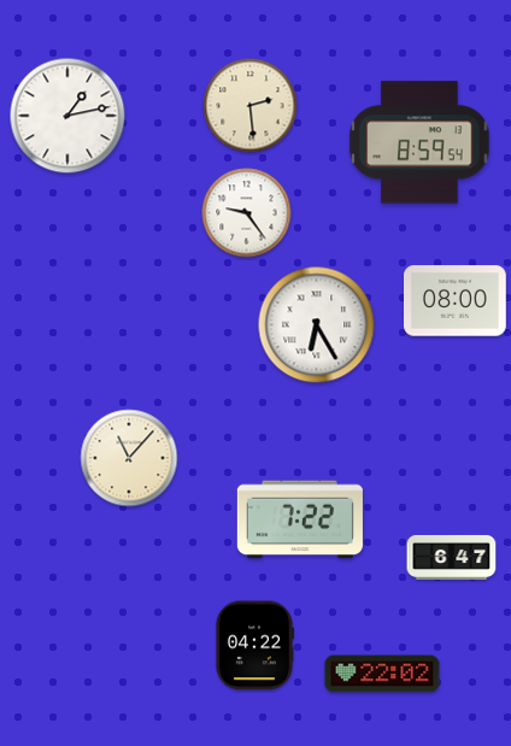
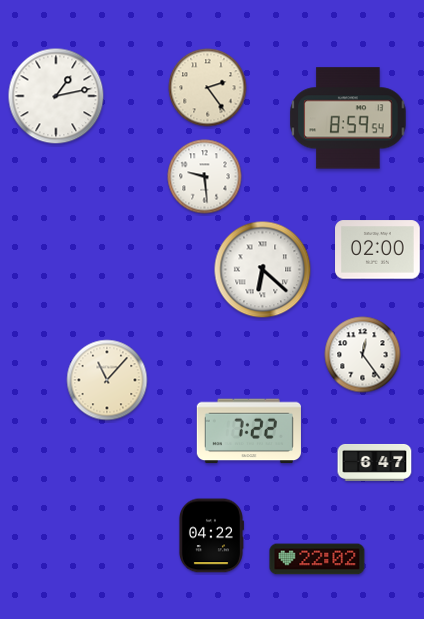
clock at (251, 106): 2:29 -> 2:24
clock at (247, 213): 9:24 -> 9:29
clock at (456, 301): 08:00 -> 02:00
clock at (317, 325): 6:25 -> 6:22
clock at (363, 355): none -> 12:24
